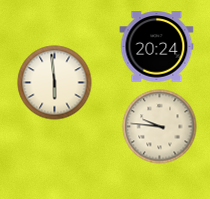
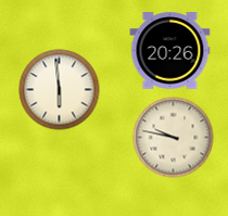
clock at (157, 47): 20:24 -> 20:26
clock at (160, 127): 9:46 -> 9:47
